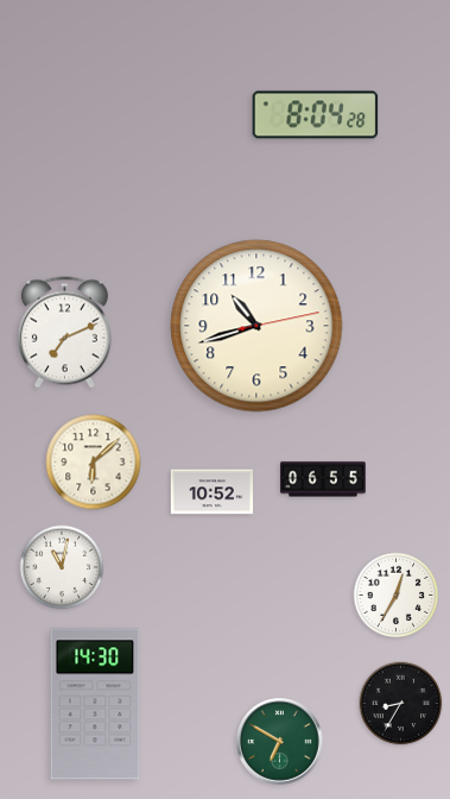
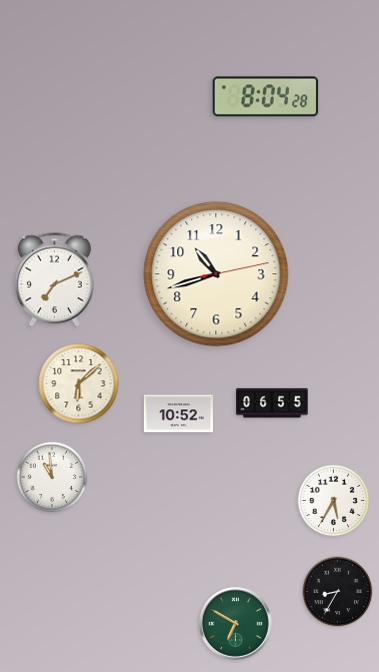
clock at (94, 463) position: (94, 463) -> (79, 384)
clock at (62, 567): 11:02 -> 10:59
clock at (397, 596): 12:35 -> 5:35
clock at (95, 704): 14:30 -> none
